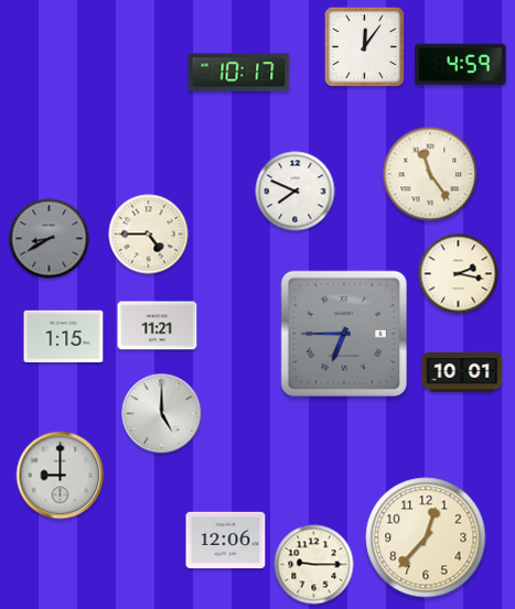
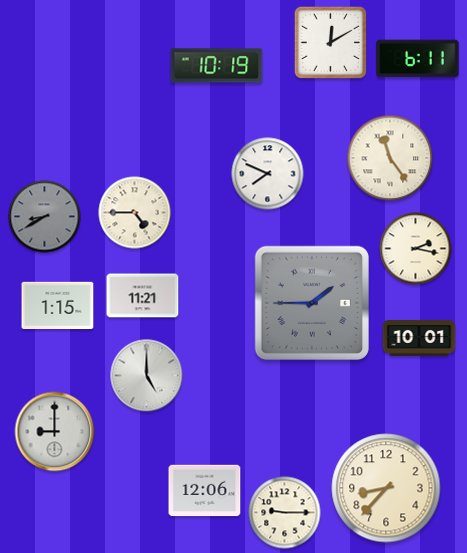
clock at (364, 46): 12:06 -> 12:10
clock at (461, 65): 4:59 -> 6:11
clock at (239, 73): 10:17 -> 10:19
clock at (343, 333): 6:45 -> 1:45
clock at (426, 537): 12:37 -> 8:37
